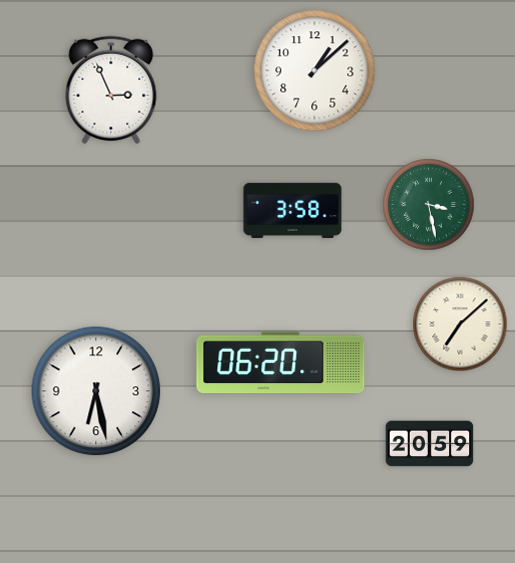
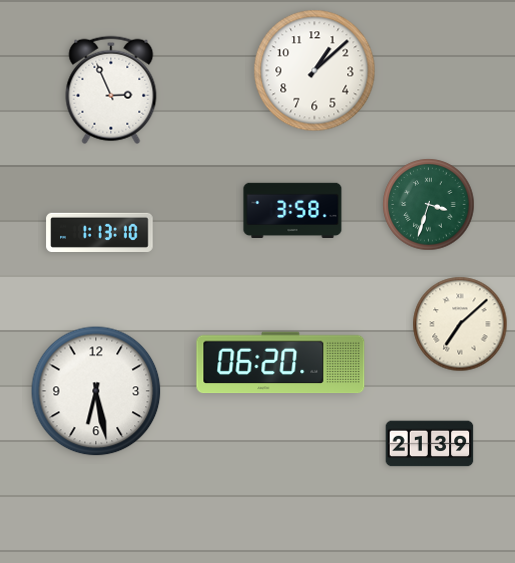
clock at (429, 205): 3:28 -> 3:33
clock at (100, 233): none -> 1:13
clock at (430, 444): 20:59 -> 21:39
